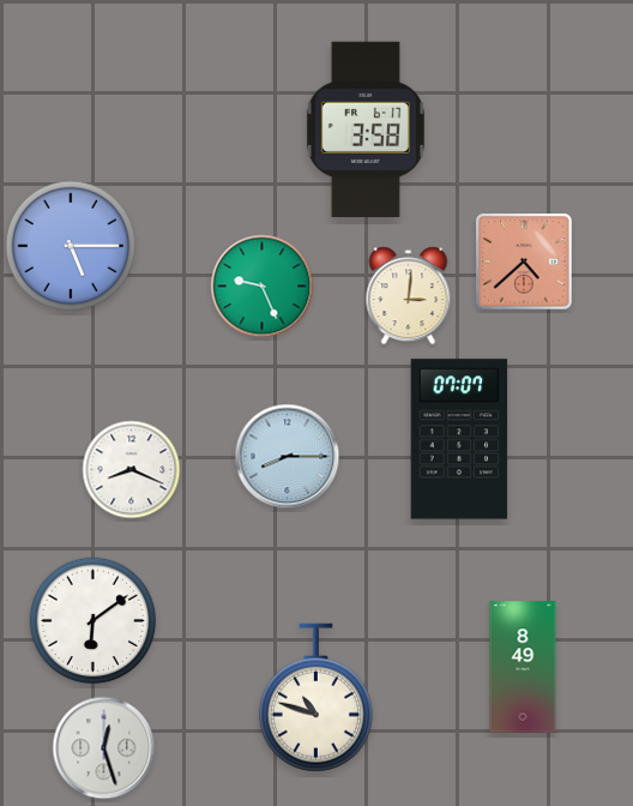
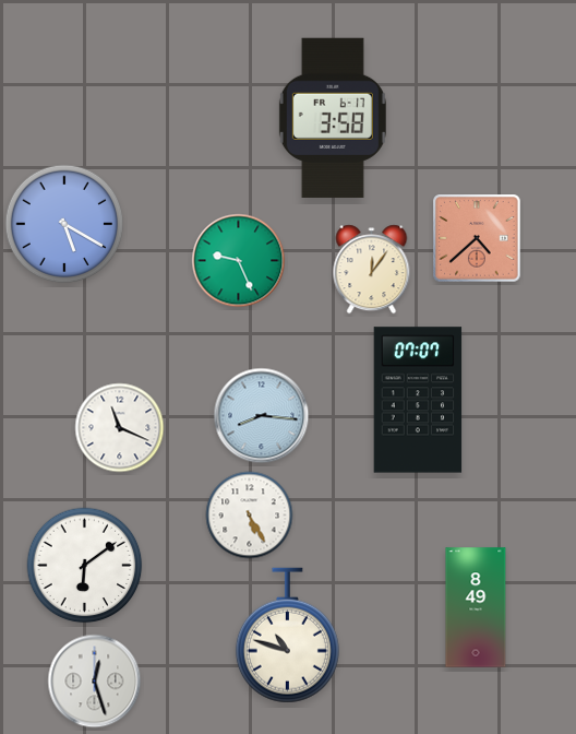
clock at (71, 246): 5:15 -> 5:20
clock at (409, 296): 3:01 -> 12:06
clock at (288, 457): 8:15 -> 8:16
clock at (132, 470): 8:19 -> 11:19
clock at (250, 516): none -> 5:25
